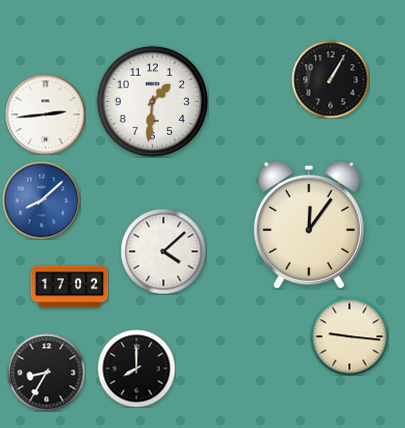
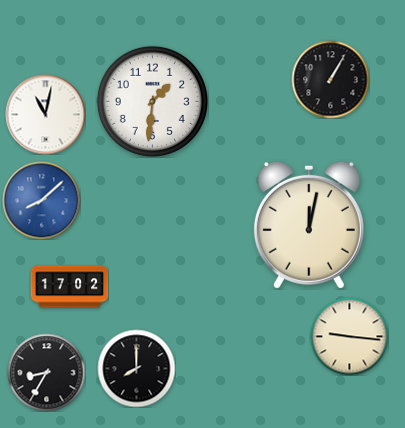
clock at (45, 114): 2:44 -> 11:02
clock at (309, 225): 12:06 -> 12:02
clock at (163, 251): 4:08 -> none
